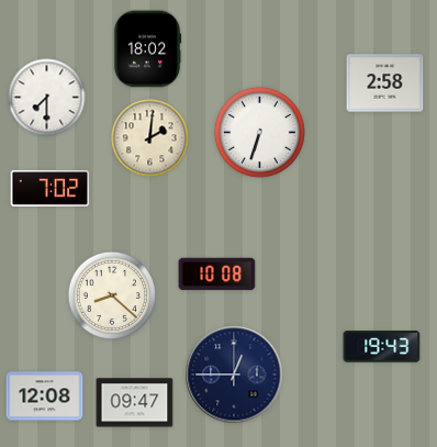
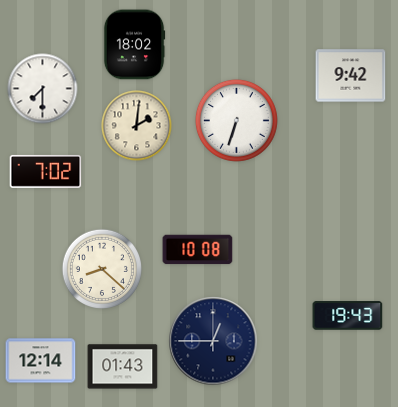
clock at (385, 83): 2:58 -> 9:42
clock at (45, 396): 12:08 -> 12:14
clock at (135, 403): 09:47 -> 01:43
